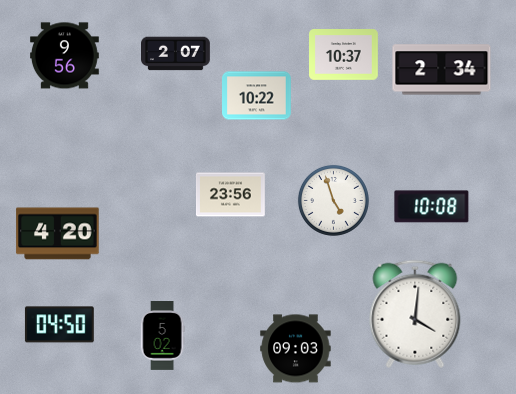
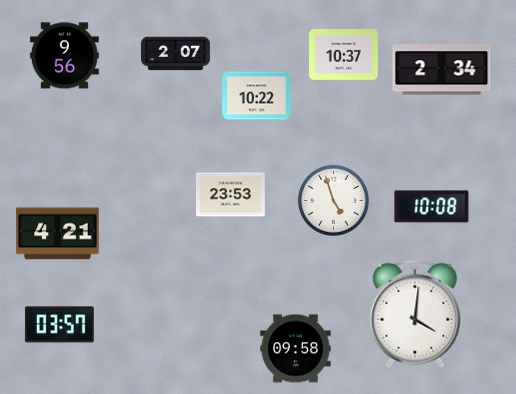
clock at (231, 195): 23:56 -> 23:53
clock at (58, 234): 4:20 -> 4:21
clock at (59, 325): 04:50 -> 03:57
clock at (162, 336): 5:02 -> none
clock at (296, 349): 09:03 -> 09:58
